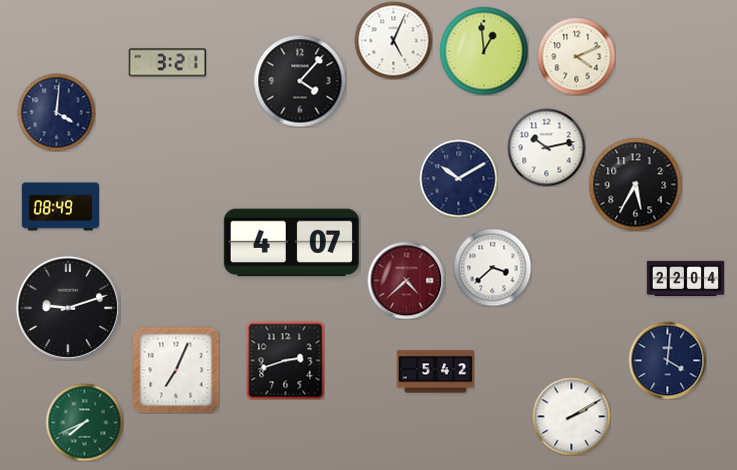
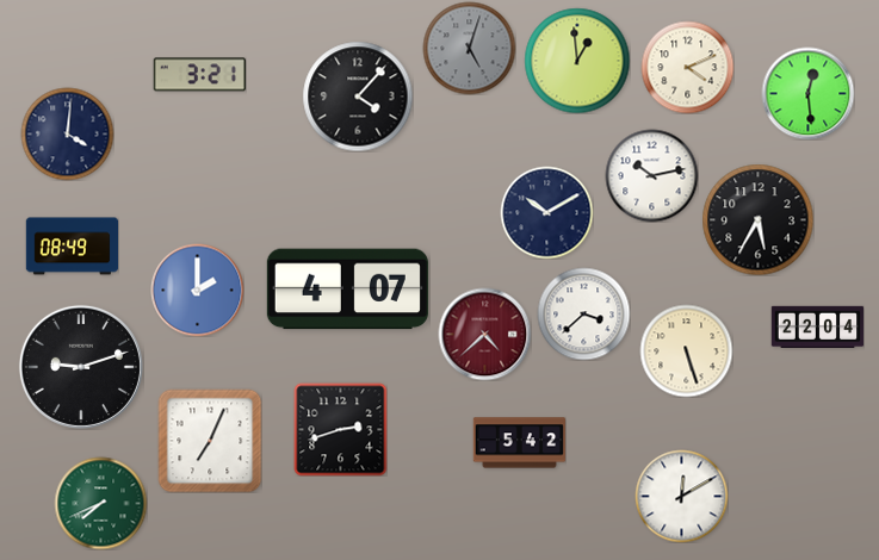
clock at (393, 40): 5:04 -> 5:03
clock at (393, 40) dial: white -> grey
clock at (807, 93): none -> 12:29
clock at (197, 290): none -> 2:00
clock at (492, 267) position: (492, 267) -> (583, 313)
clock at (685, 279) position: (685, 279) -> (817, 328)
clock at (686, 350): none -> 5:27
clock at (667, 360): 4:01 -> none
clock at (571, 416): 2:10 -> 12:10
